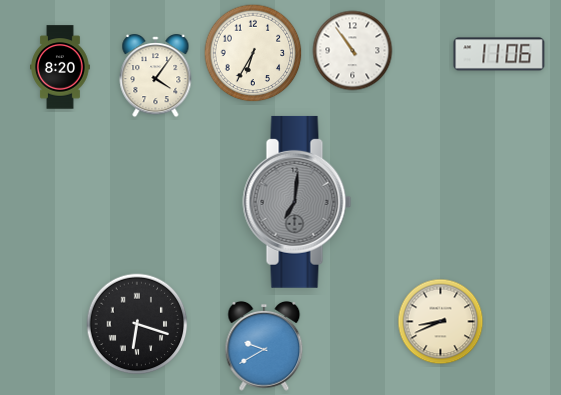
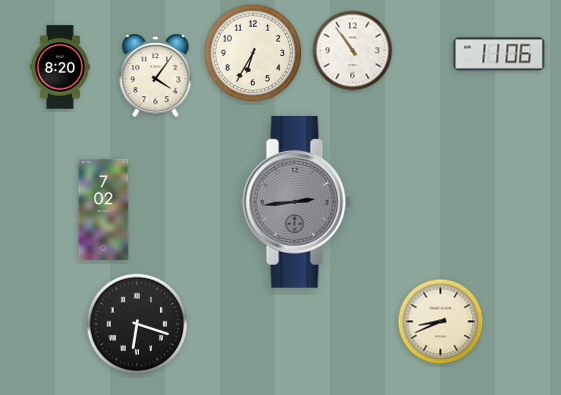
clock at (297, 202): 7:01 -> 2:44
clock at (104, 209): none -> 7:02
clock at (264, 346): 9:40 -> none
